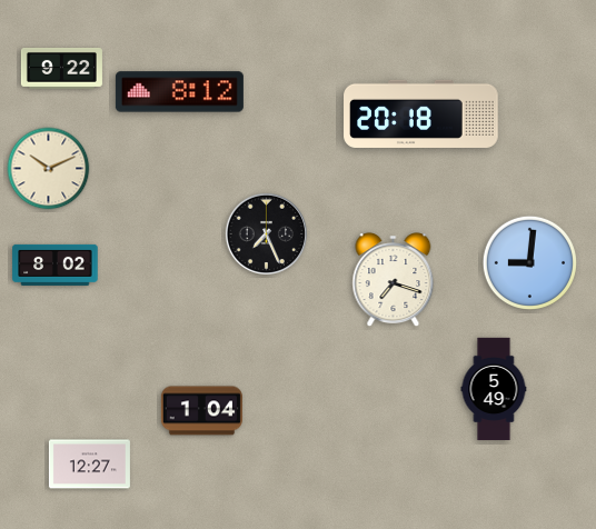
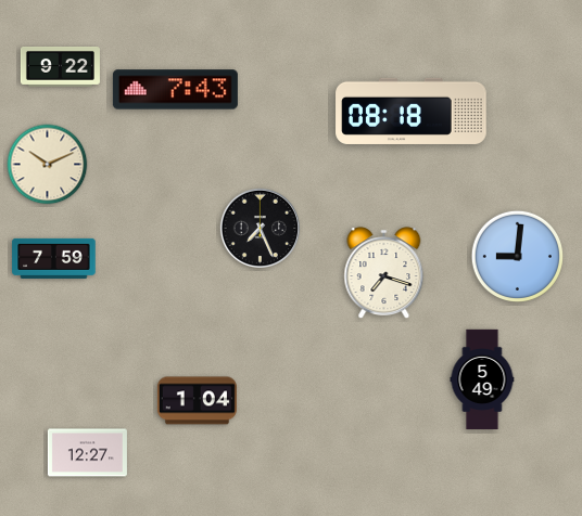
clock at (179, 92): 8:12 -> 7:43
clock at (421, 113): 20:18 -> 08:18
clock at (56, 264): 8:02 -> 7:59
